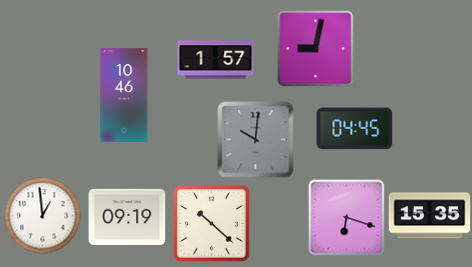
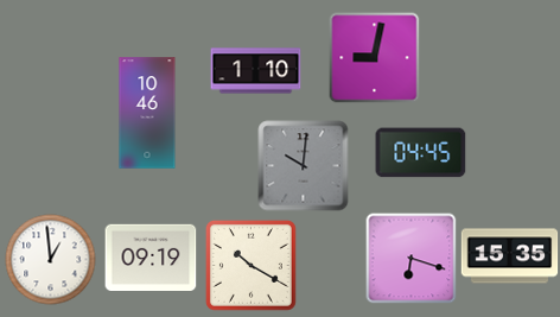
clock at (216, 60): 1:57 -> 1:10
clock at (43, 216) position: (43, 216) -> (51, 260)
clock at (211, 223): 10:22 -> 10:20
